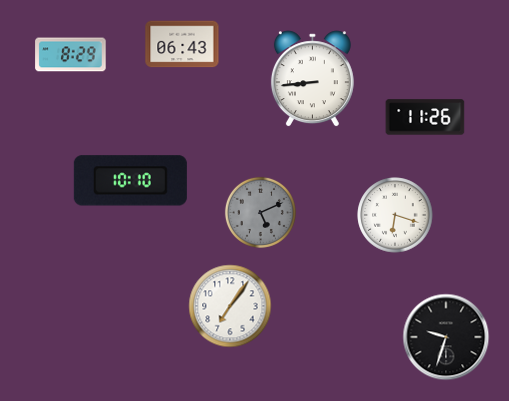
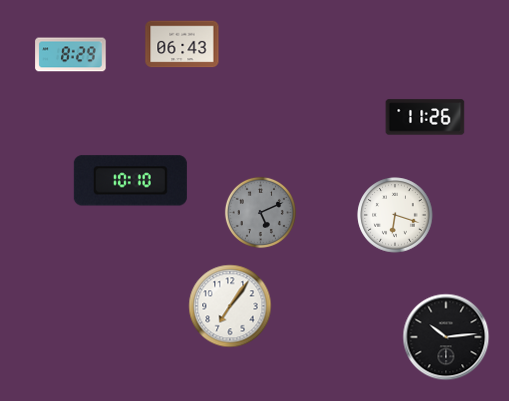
clock at (312, 79): 8:44 -> none
clock at (446, 337): 9:33 -> 10:14
